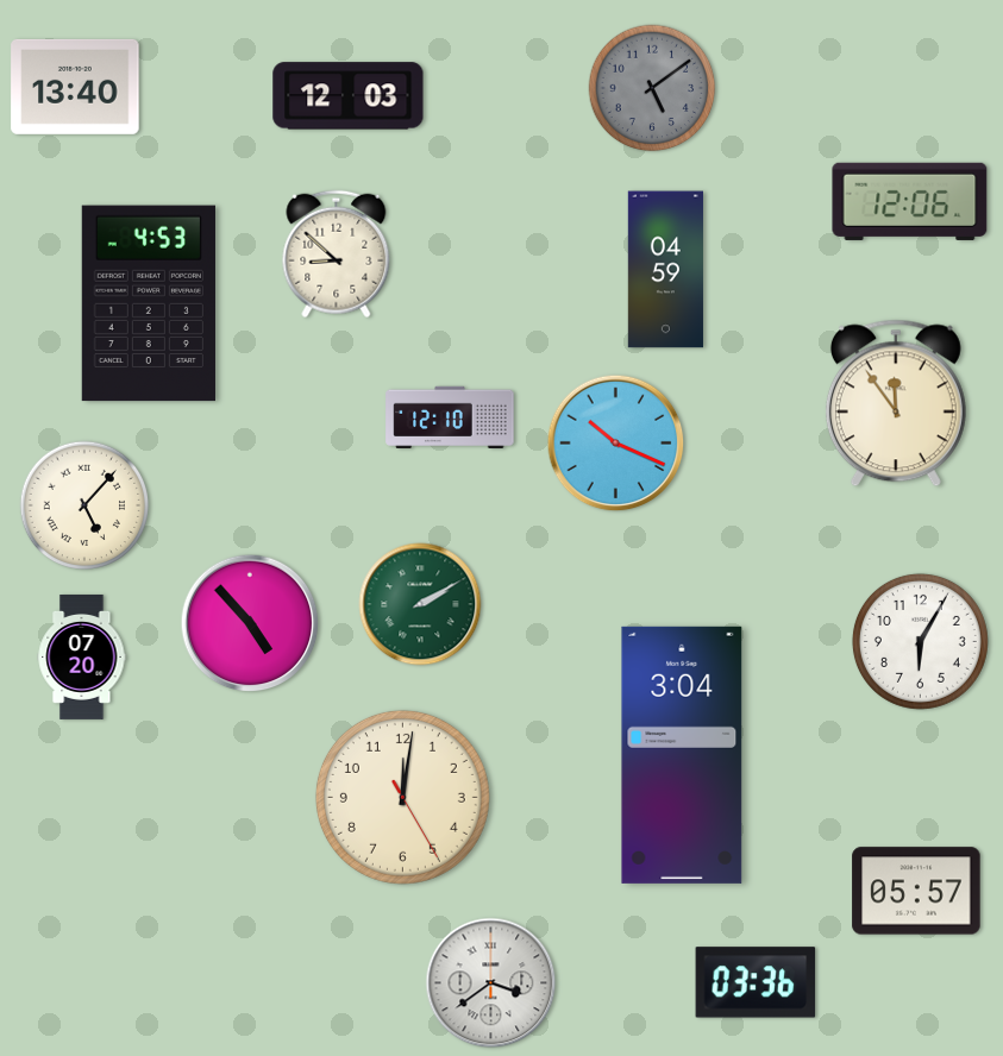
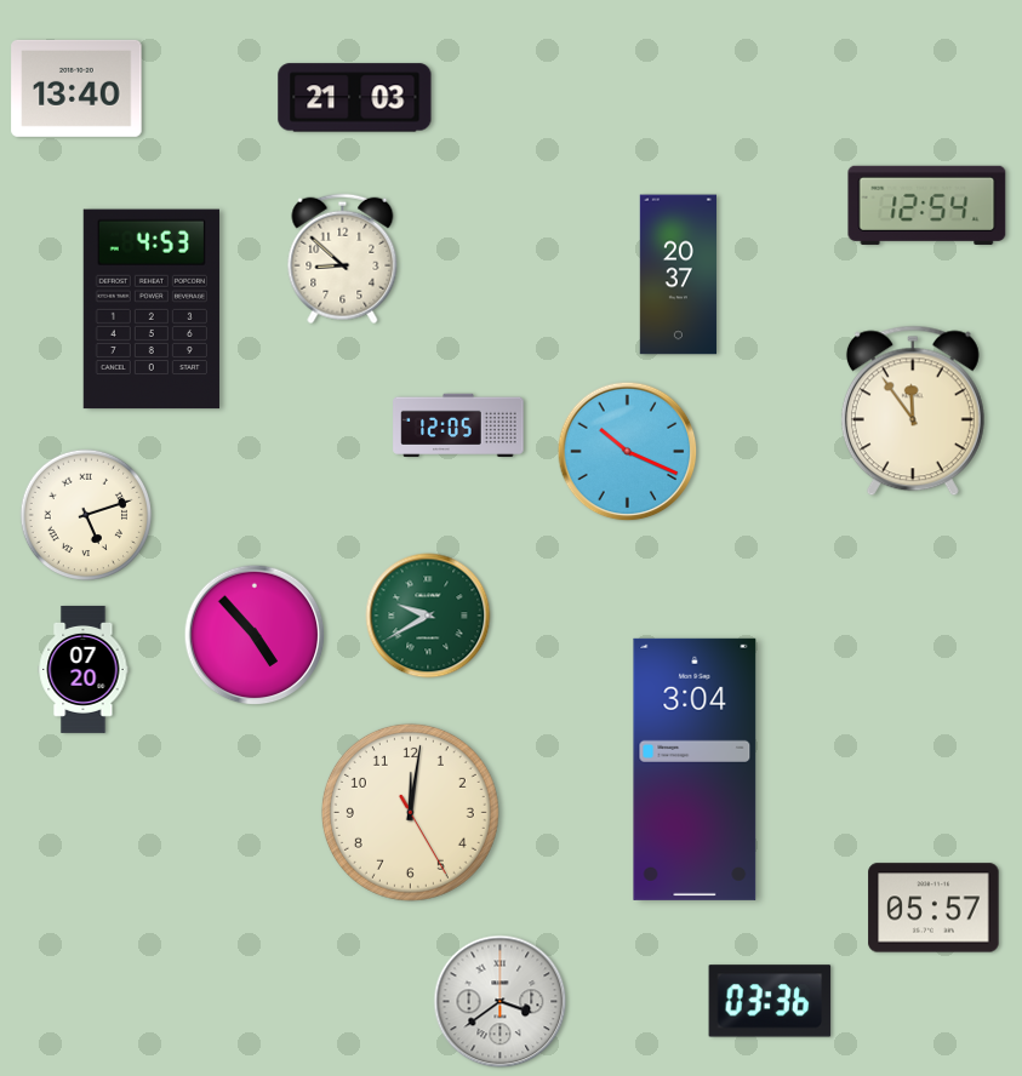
clock at (652, 88): 5:09 -> none
clock at (349, 96): 12:03 -> 21:03
clock at (910, 201): 12:06 -> 12:54
clock at (665, 270): 04:59 -> 20:37
clock at (450, 416): 12:10 -> 12:05
clock at (84, 505): 5:07 -> 5:12
clock at (420, 604): 2:10 -> 9:40
clock at (920, 641): 6:05 -> none
